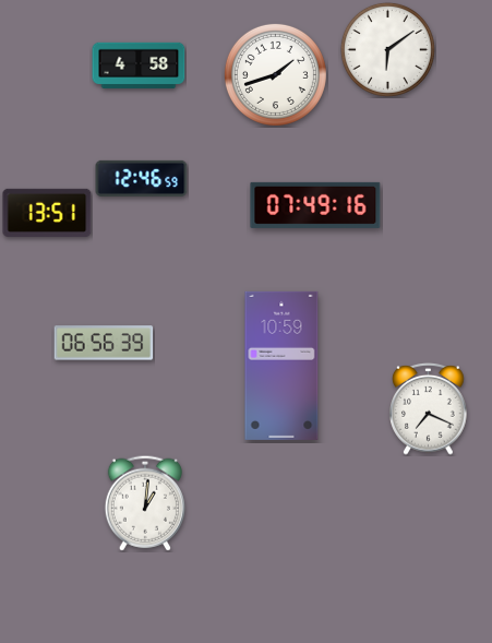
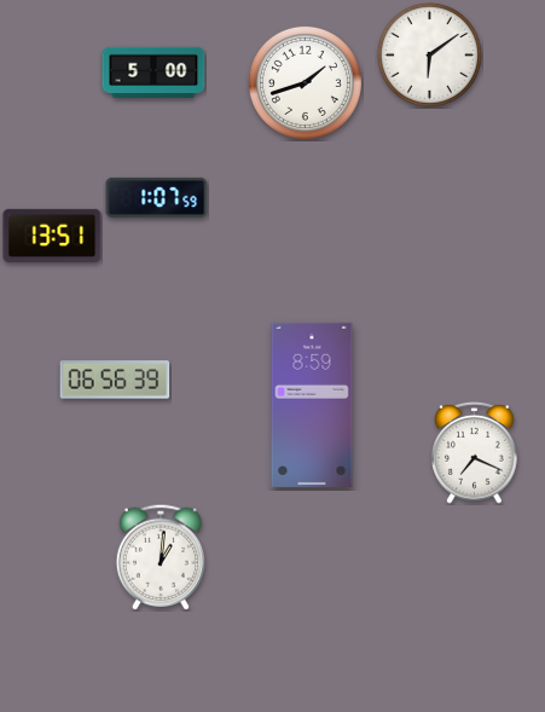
clock at (139, 66): 4:58 -> 5:00
clock at (142, 178): 12:46 -> 1:07
clock at (315, 205): 07:49 -> none
clock at (281, 366): 10:59 -> 8:59
